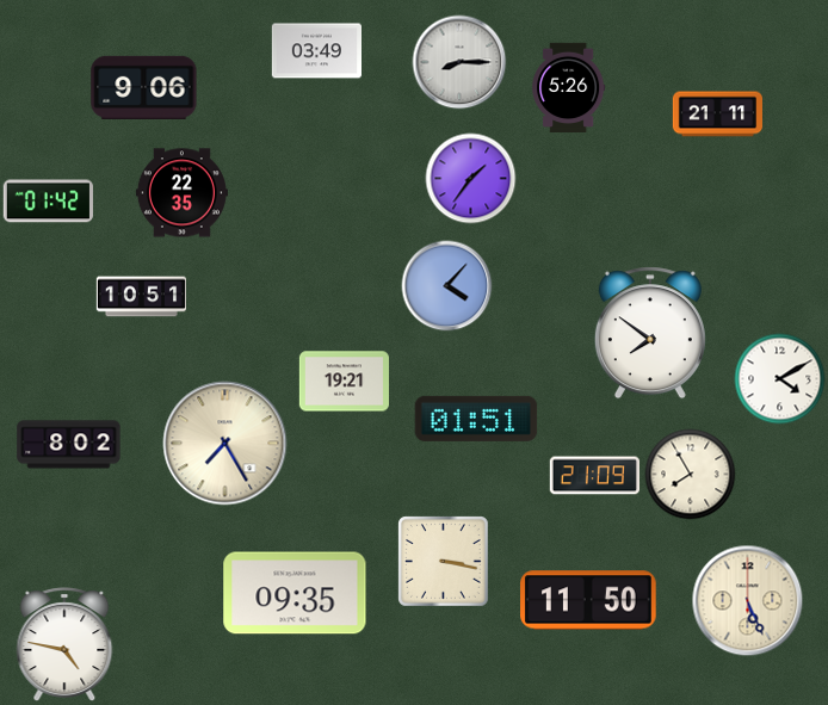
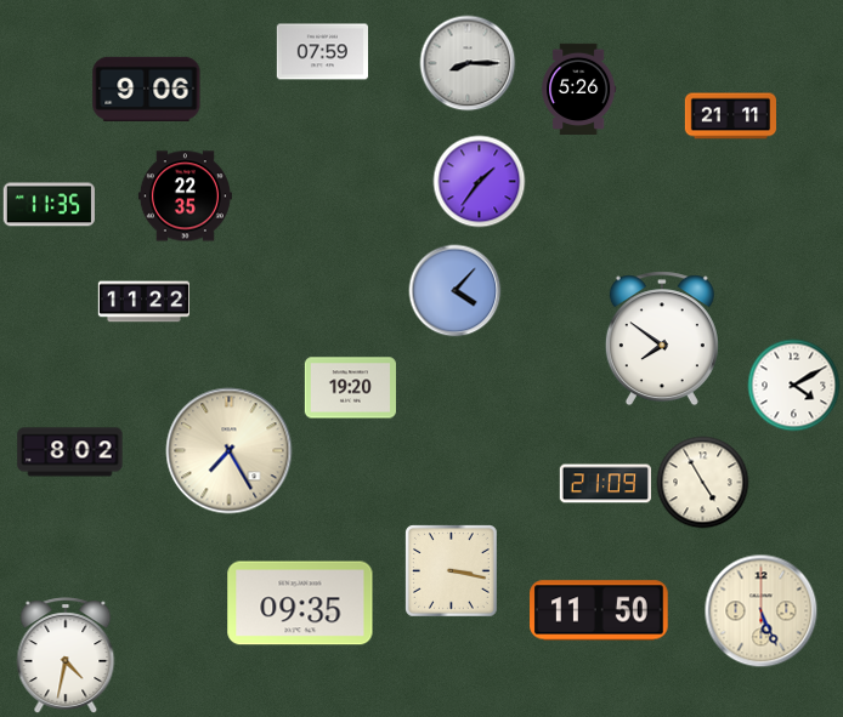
clock at (316, 51): 03:49 -> 07:59
clock at (48, 202): 01:42 -> 11:35
clock at (141, 297): 10:51 -> 11:22
clock at (344, 382): 19:21 -> 19:20
clock at (476, 419): 01:51 -> none
clock at (691, 475): 7:55 -> 4:55
clock at (64, 644): 4:47 -> 4:32
